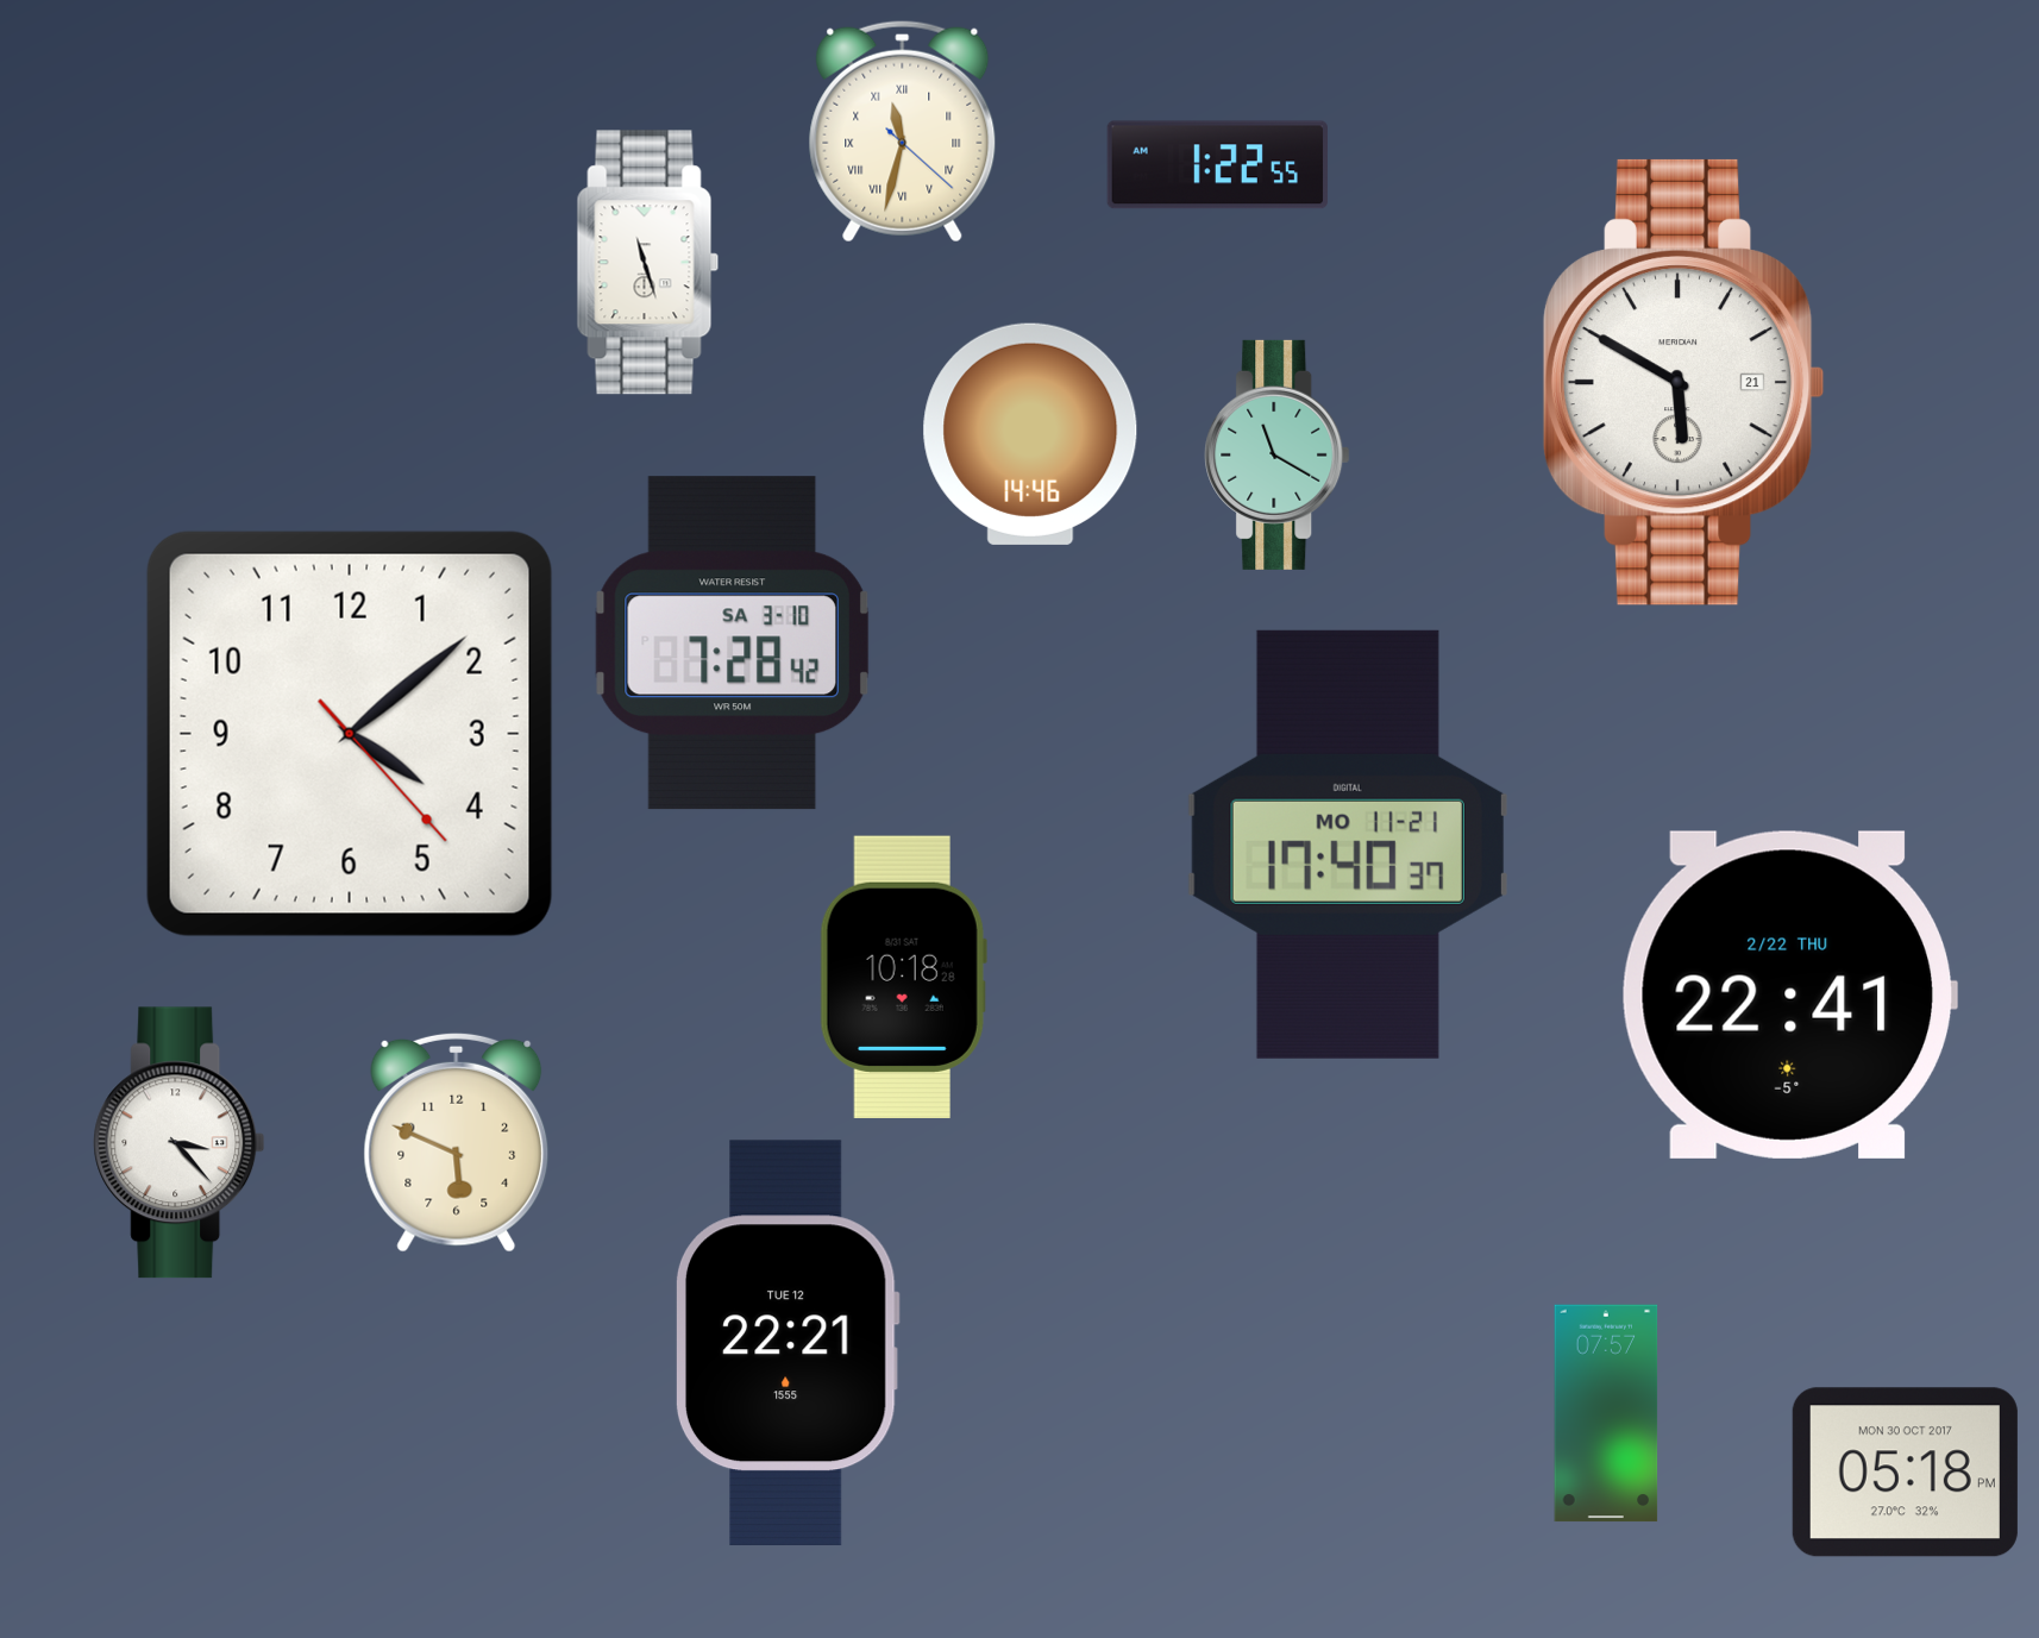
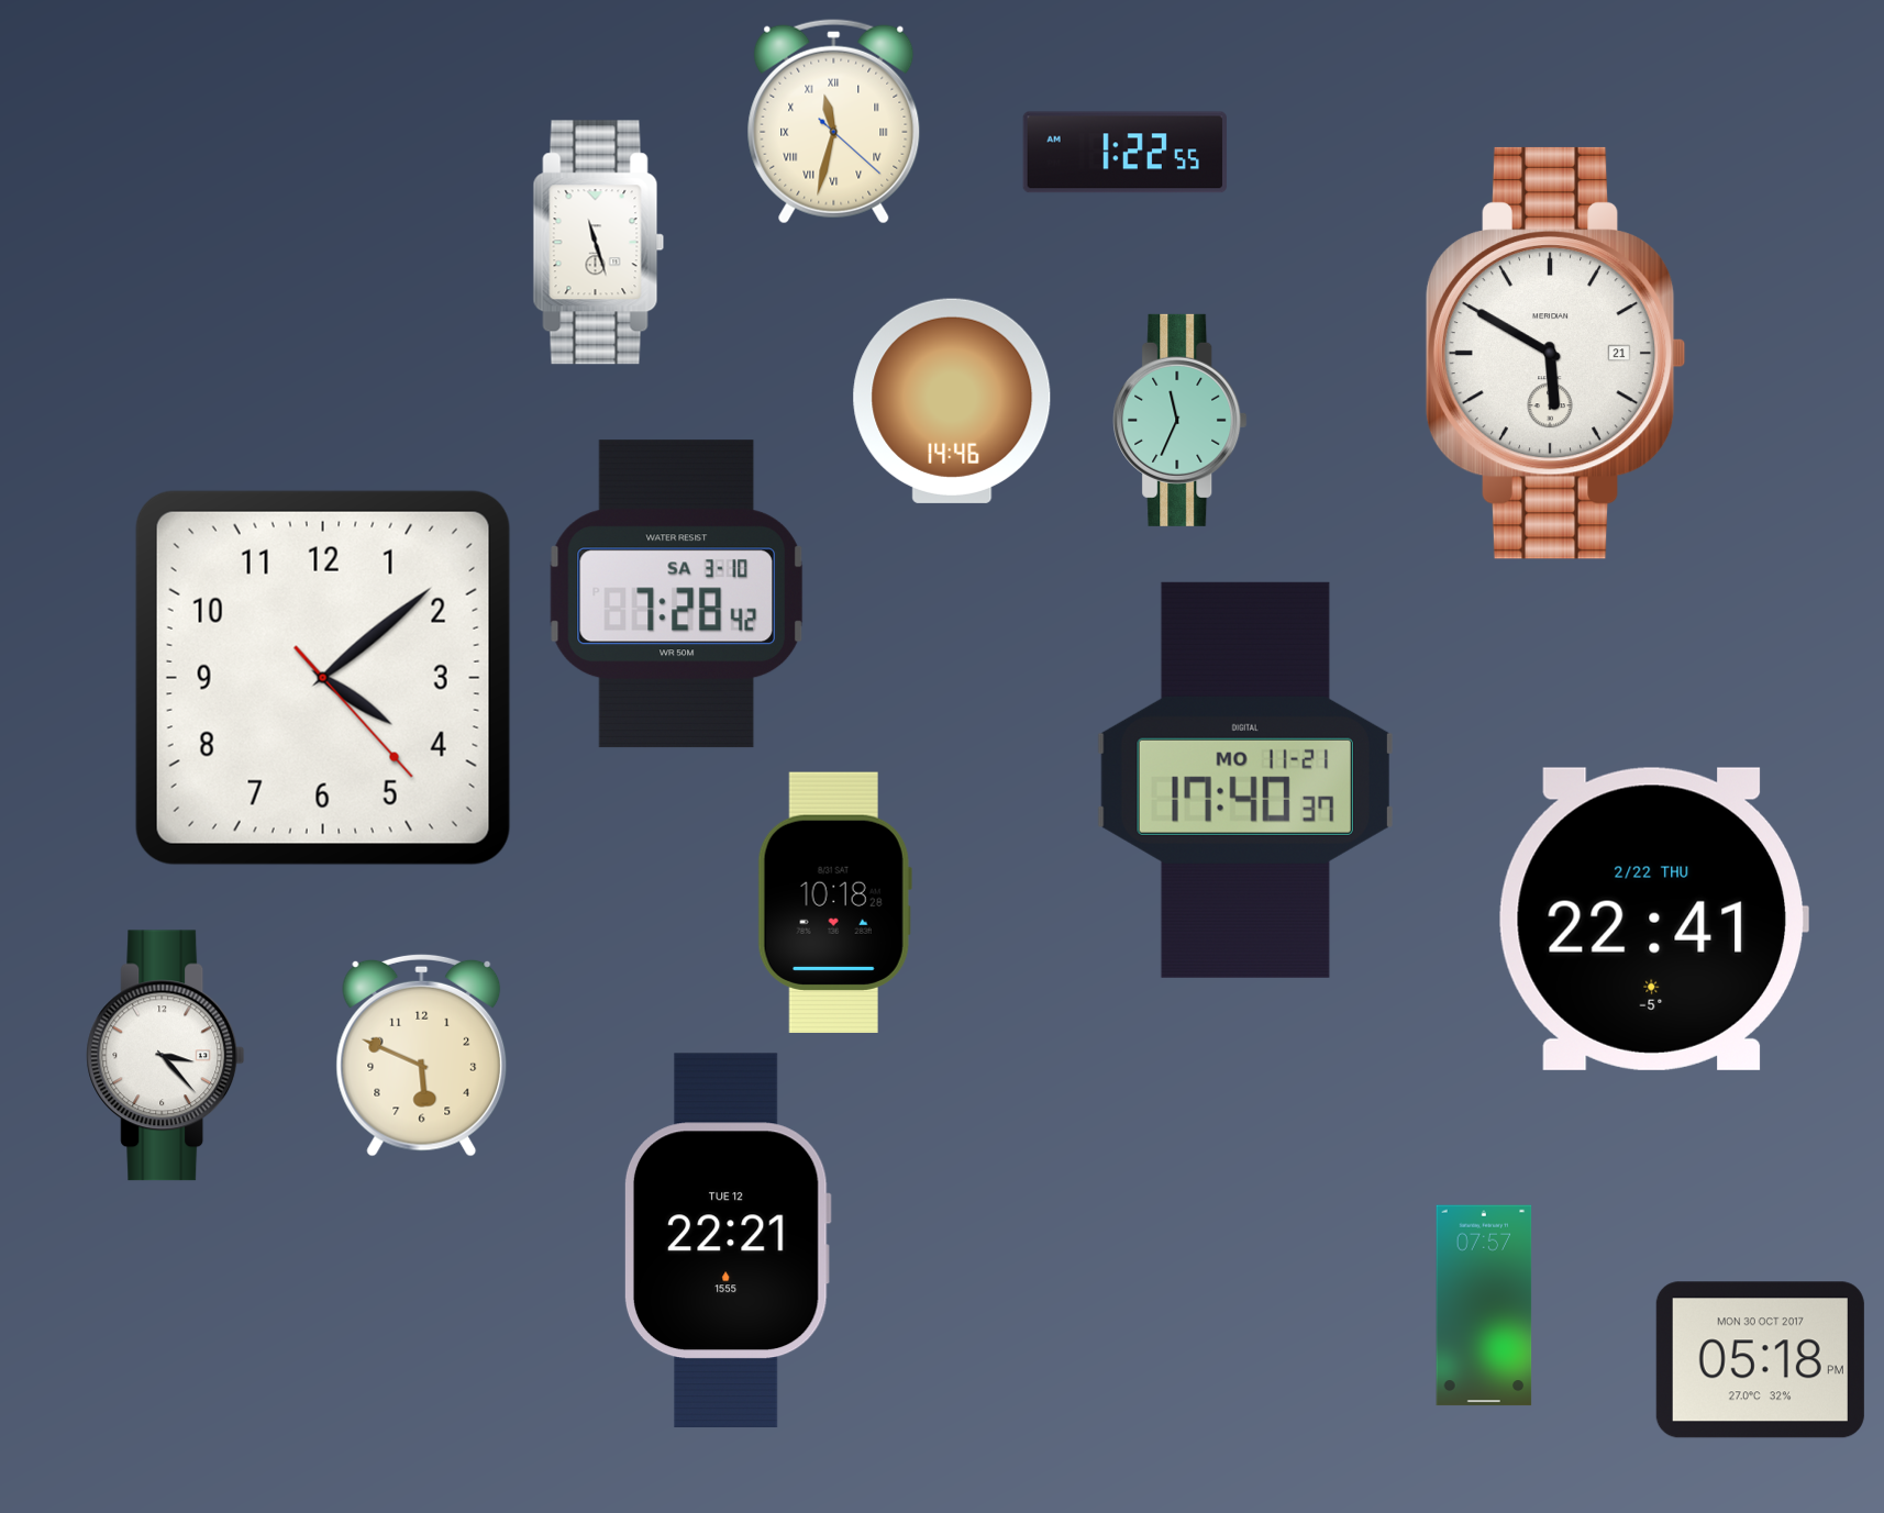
clock at (1278, 454): 11:20 -> 11:34
